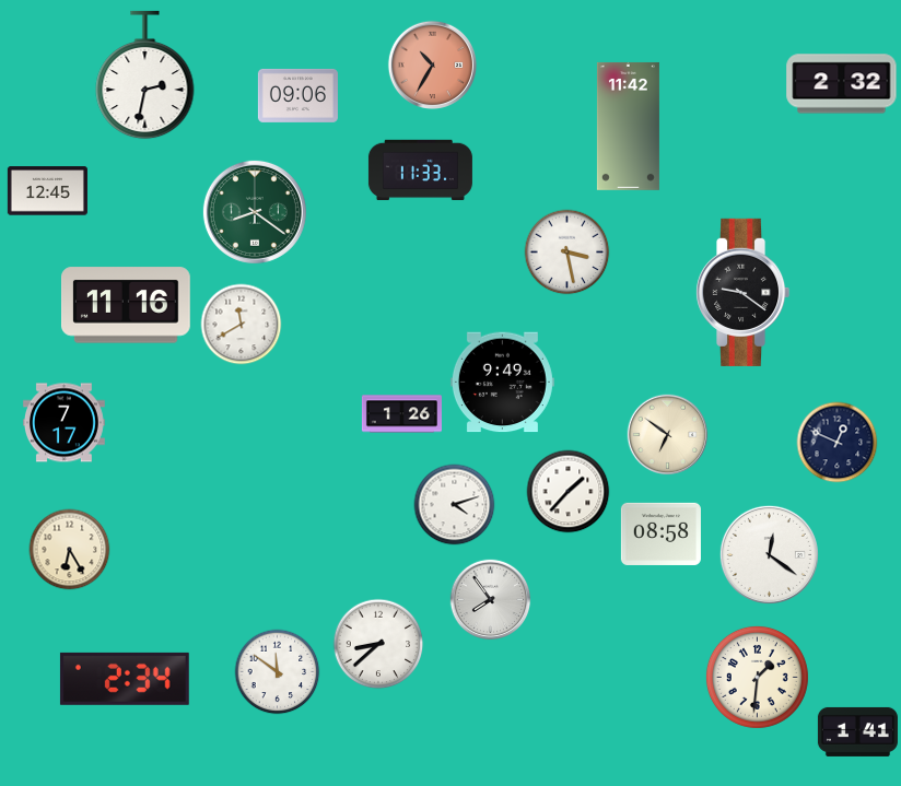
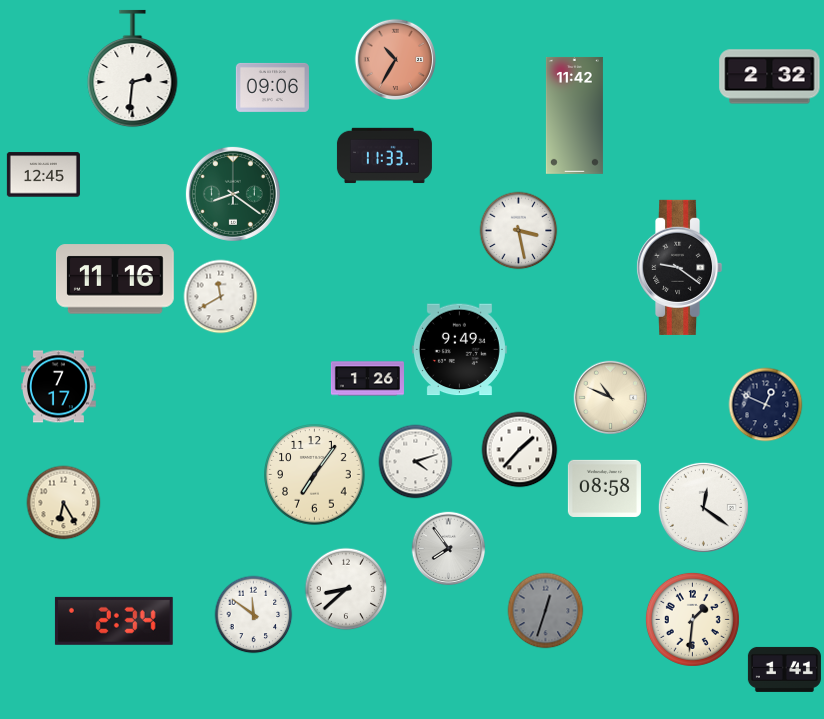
clock at (145, 75): 2:32 -> 2:31
clock at (668, 435): 6:51 -> 10:49
clock at (315, 475): none -> 7:06
clock at (546, 611): none -> 12:33
